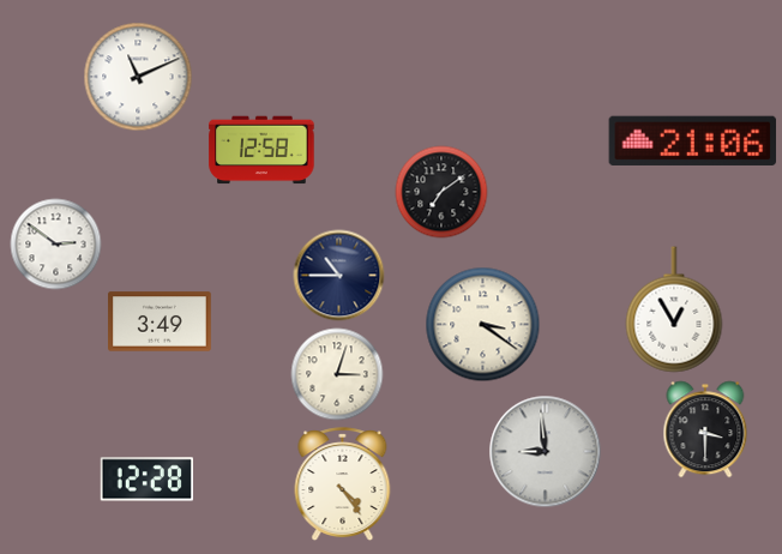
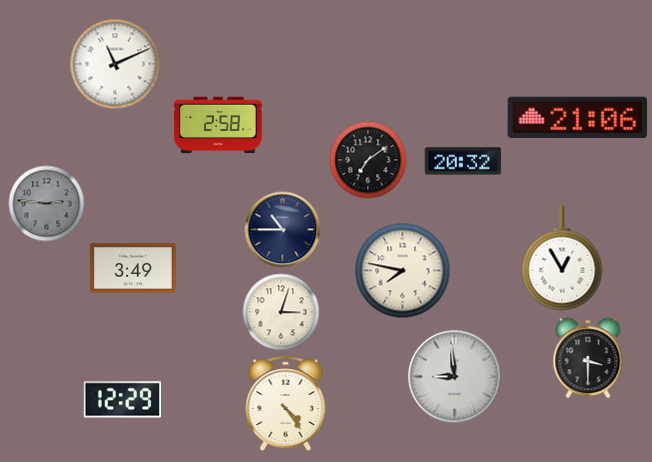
clock at (261, 150): 12:58 -> 2:58
clock at (463, 161): none -> 20:32
clock at (56, 245): 2:51 -> 2:46
clock at (56, 245) dial: white -> grey
clock at (483, 325): 3:21 -> 7:47
clock at (146, 480): 12:28 -> 12:29
